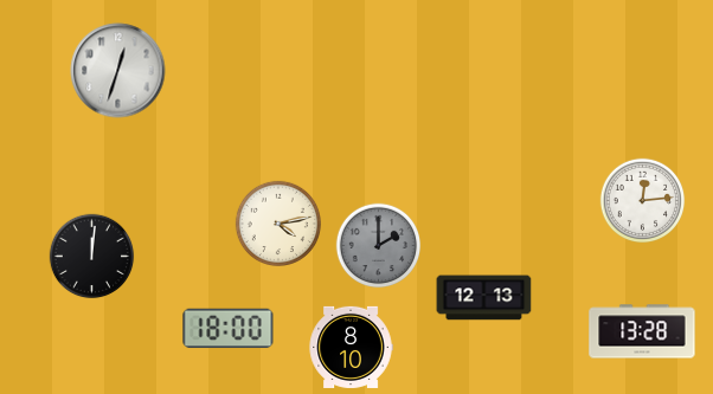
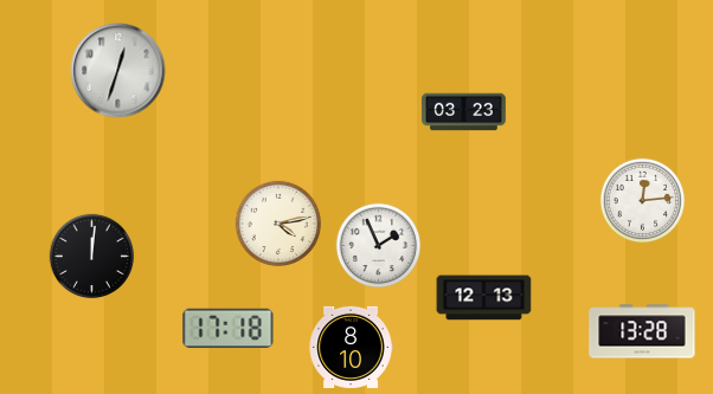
clock at (464, 112): none -> 03:23
clock at (379, 246): 2:00 -> 1:56
clock at (379, 246) dial: grey -> white
clock at (229, 329): 18:00 -> 17:18
